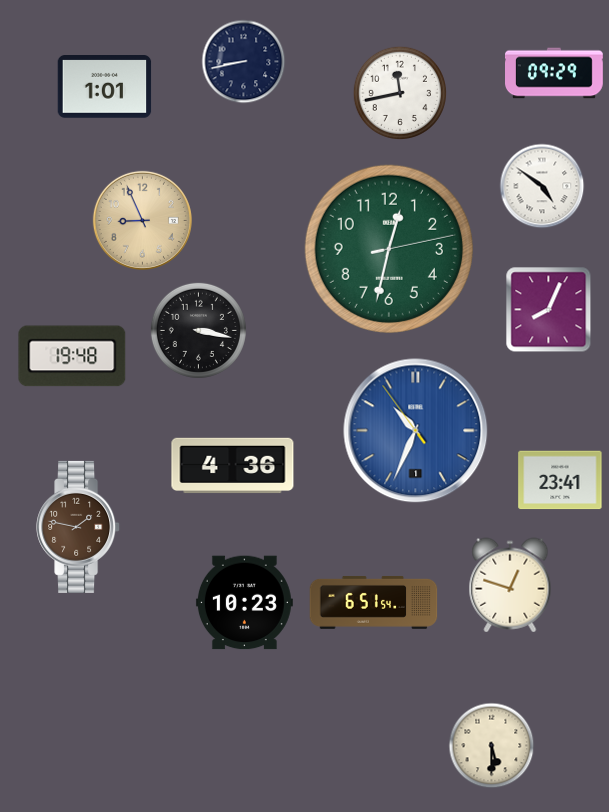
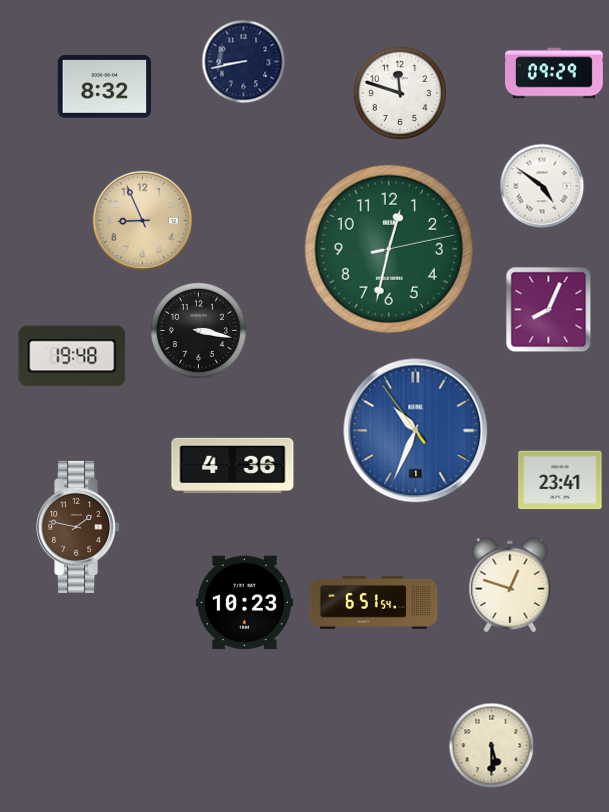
clock at (105, 87): 1:01 -> 8:32
clock at (399, 92): 11:43 -> 11:48
